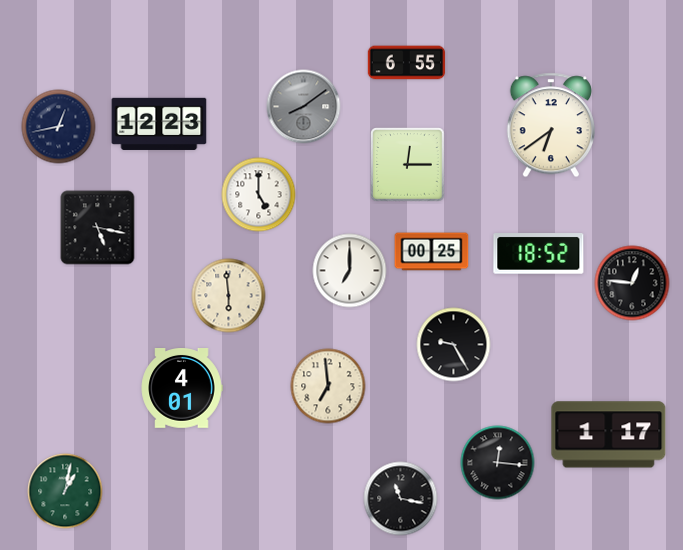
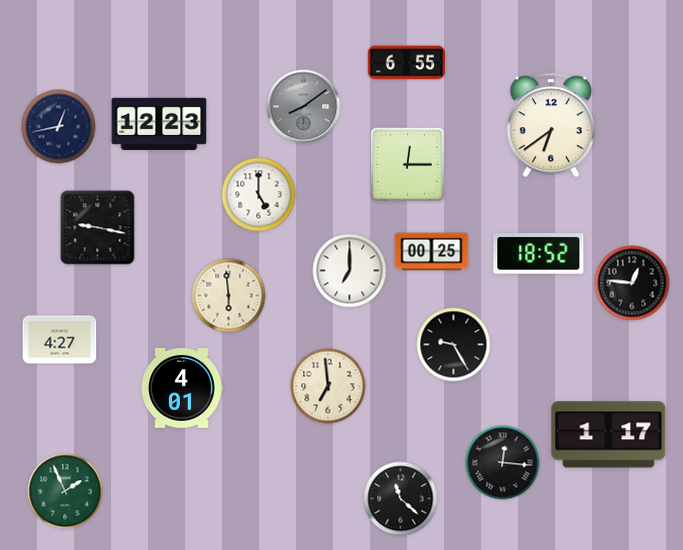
clock at (98, 228): 5:17 -> 9:17
clock at (60, 340): none -> 4:27
clock at (498, 463) position: (498, 463) -> (503, 463)
clock at (65, 491): 1:02 -> 1:56
clock at (401, 499): 11:17 -> 11:22
